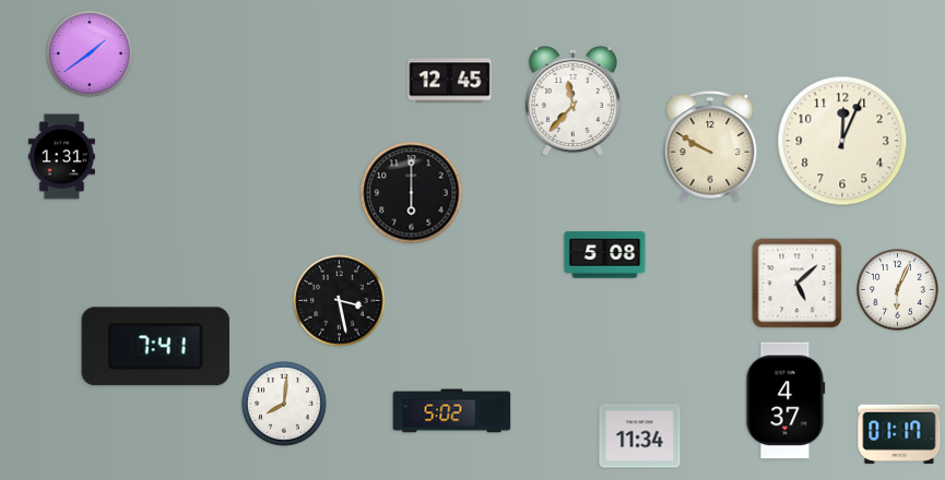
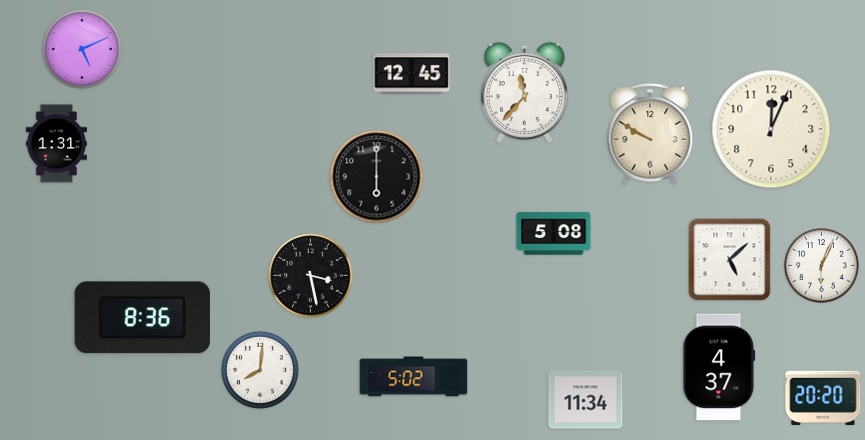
clock at (90, 53): 1:39 -> 5:11
clock at (155, 347): 7:41 -> 8:36
clock at (899, 434): 01:17 -> 20:20
